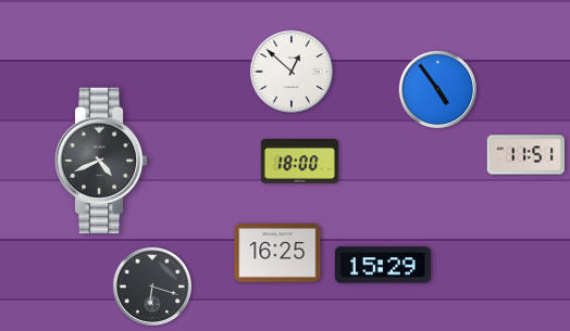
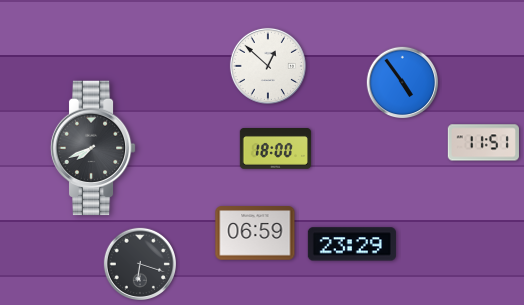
clock at (101, 161): 4:41 -> 7:41
clock at (277, 253): 16:25 -> 06:59
clock at (383, 265): 15:29 -> 23:29
